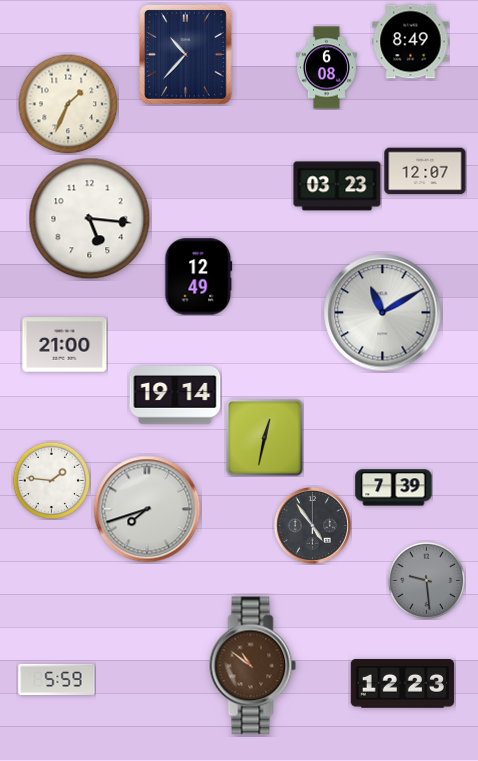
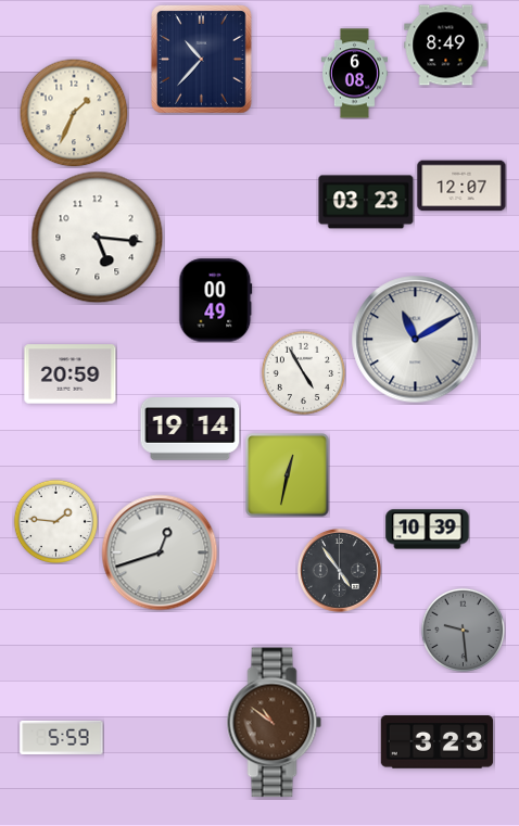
clock at (199, 277): 12:49 -> 00:49
clock at (303, 372): none -> 4:55
clock at (65, 345): 21:00 -> 20:59
clock at (394, 488): 7:39 -> 10:39
clock at (147, 509): 7:42 -> 12:42
clock at (402, 684): 12:23 -> 3:23
